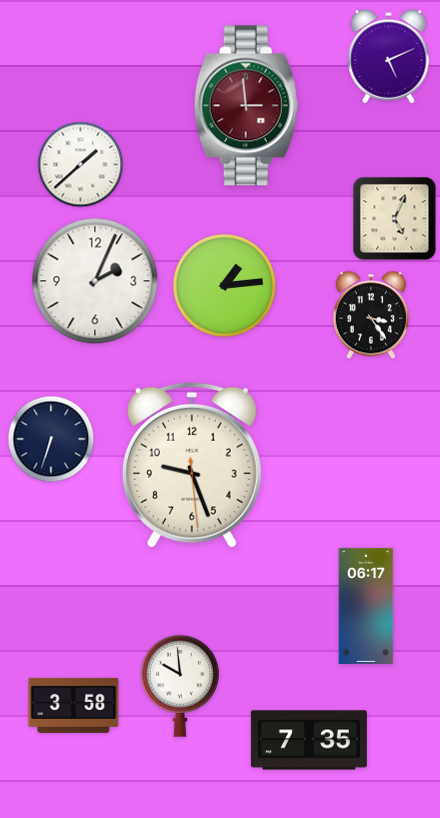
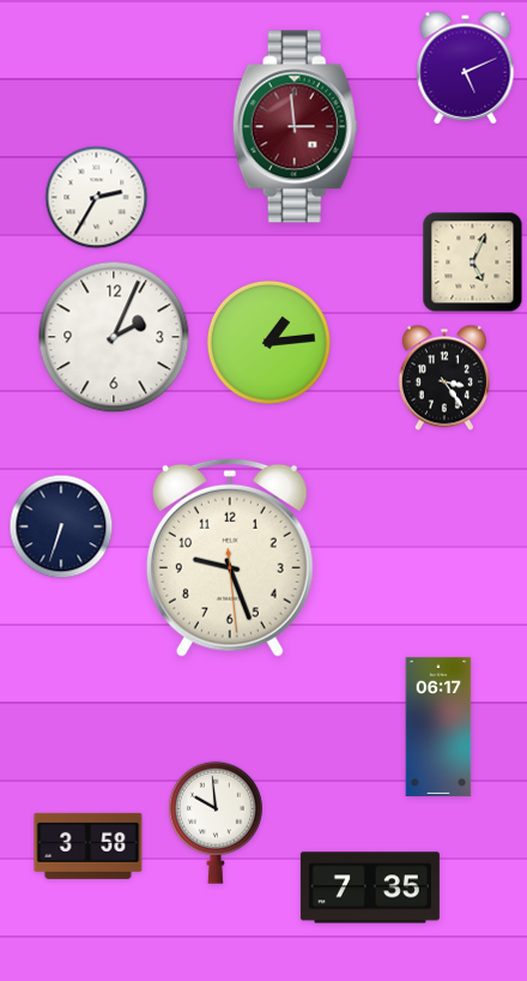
clock at (81, 165): 1:38 -> 2:35
